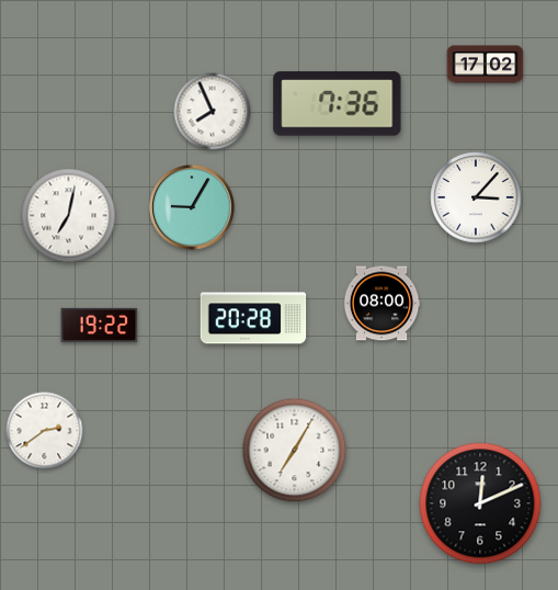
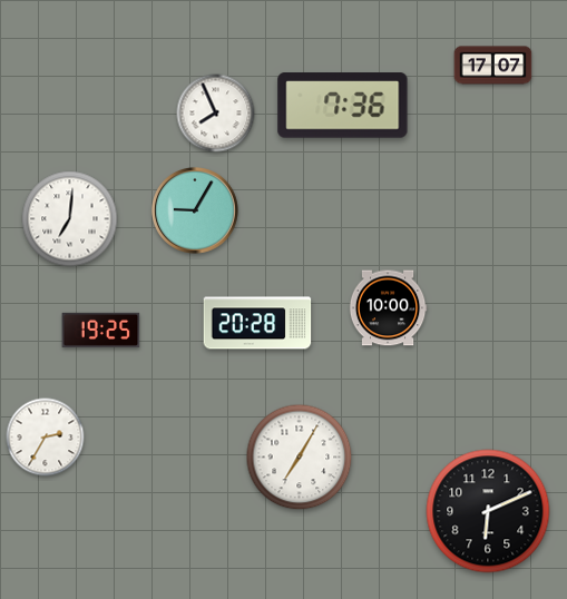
clock at (486, 65): 17:02 -> 17:07
clock at (476, 197): 3:07 -> none
clock at (69, 216): 7:02 -> 7:01
clock at (382, 304): 08:00 -> 10:00
clock at (100, 325): 19:22 -> 19:25
clock at (45, 431): 2:39 -> 2:35
clock at (480, 503): 12:11 -> 6:11
